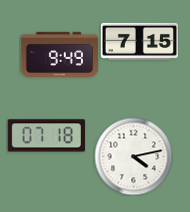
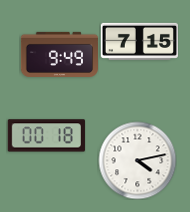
clock at (46, 136): 07:18 -> 00:18
clock at (133, 156) position: (133, 156) -> (137, 160)
